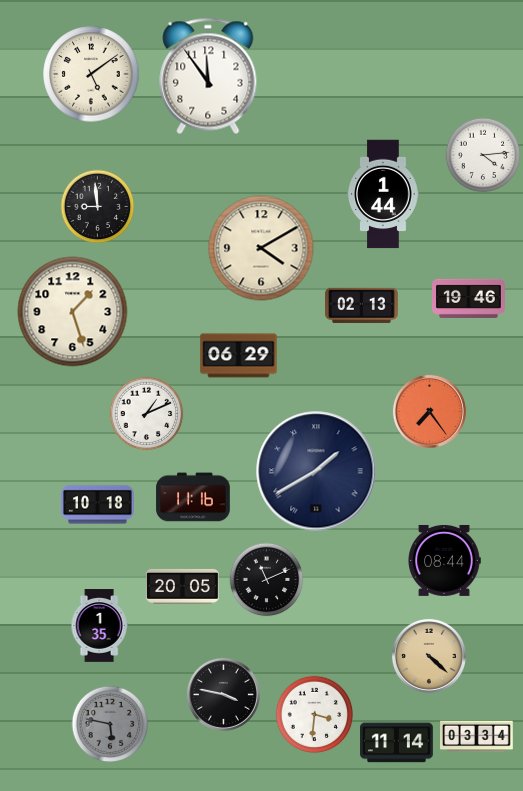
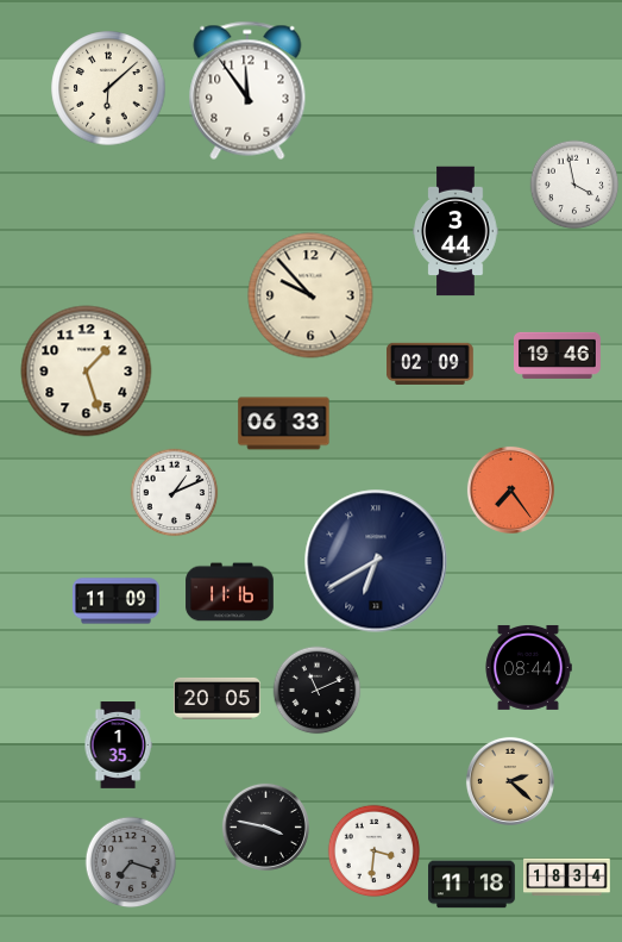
clock at (91, 74): 5:09 -> 6:08
clock at (483, 155): 4:14 -> 3:58
clock at (383, 194): 1:44 -> 3:44
clock at (98, 207): 8:59 -> none
clock at (261, 248): 4:10 -> 9:53
clock at (362, 305): 02:13 -> 02:09
clock at (239, 356): 06:29 -> 06:33
clock at (316, 471): 1:40 -> 6:40
clock at (98, 505): 10:18 -> 11:09
clock at (429, 656): 4:22 -> 2:22
clock at (110, 724): 5:47 -> 7:18
clock at (477, 737): 03:34 -> 18:34
clock at (397, 743): 11:14 -> 11:18
